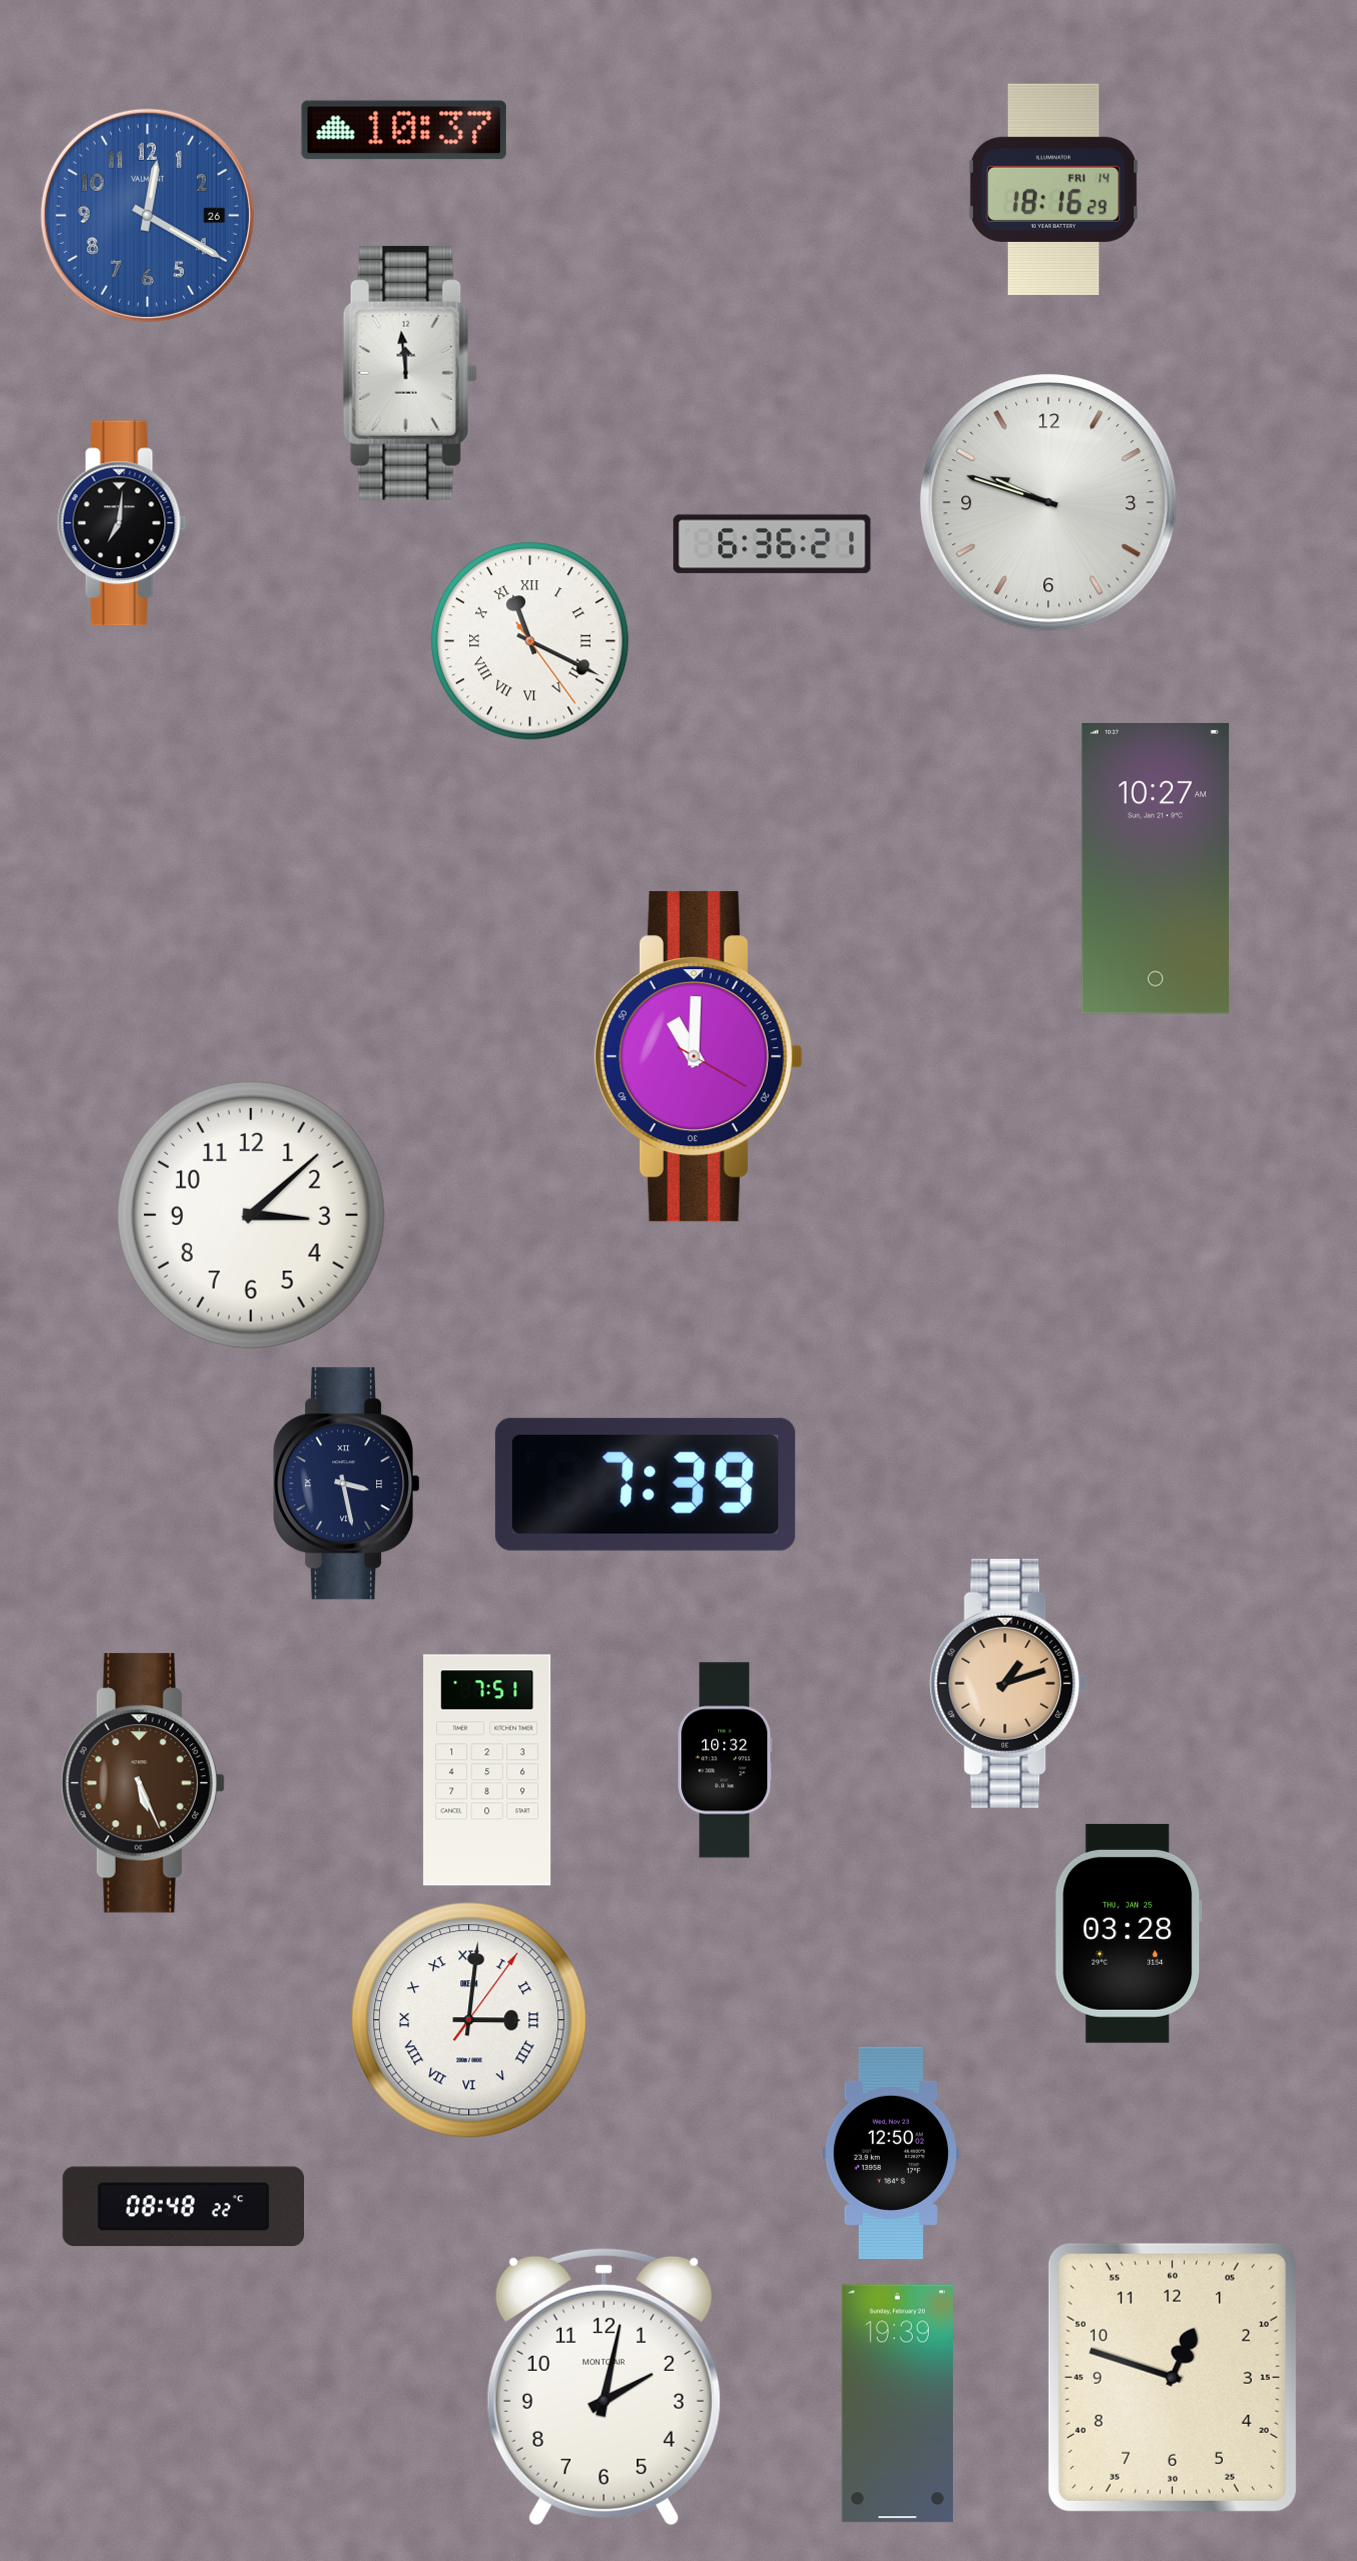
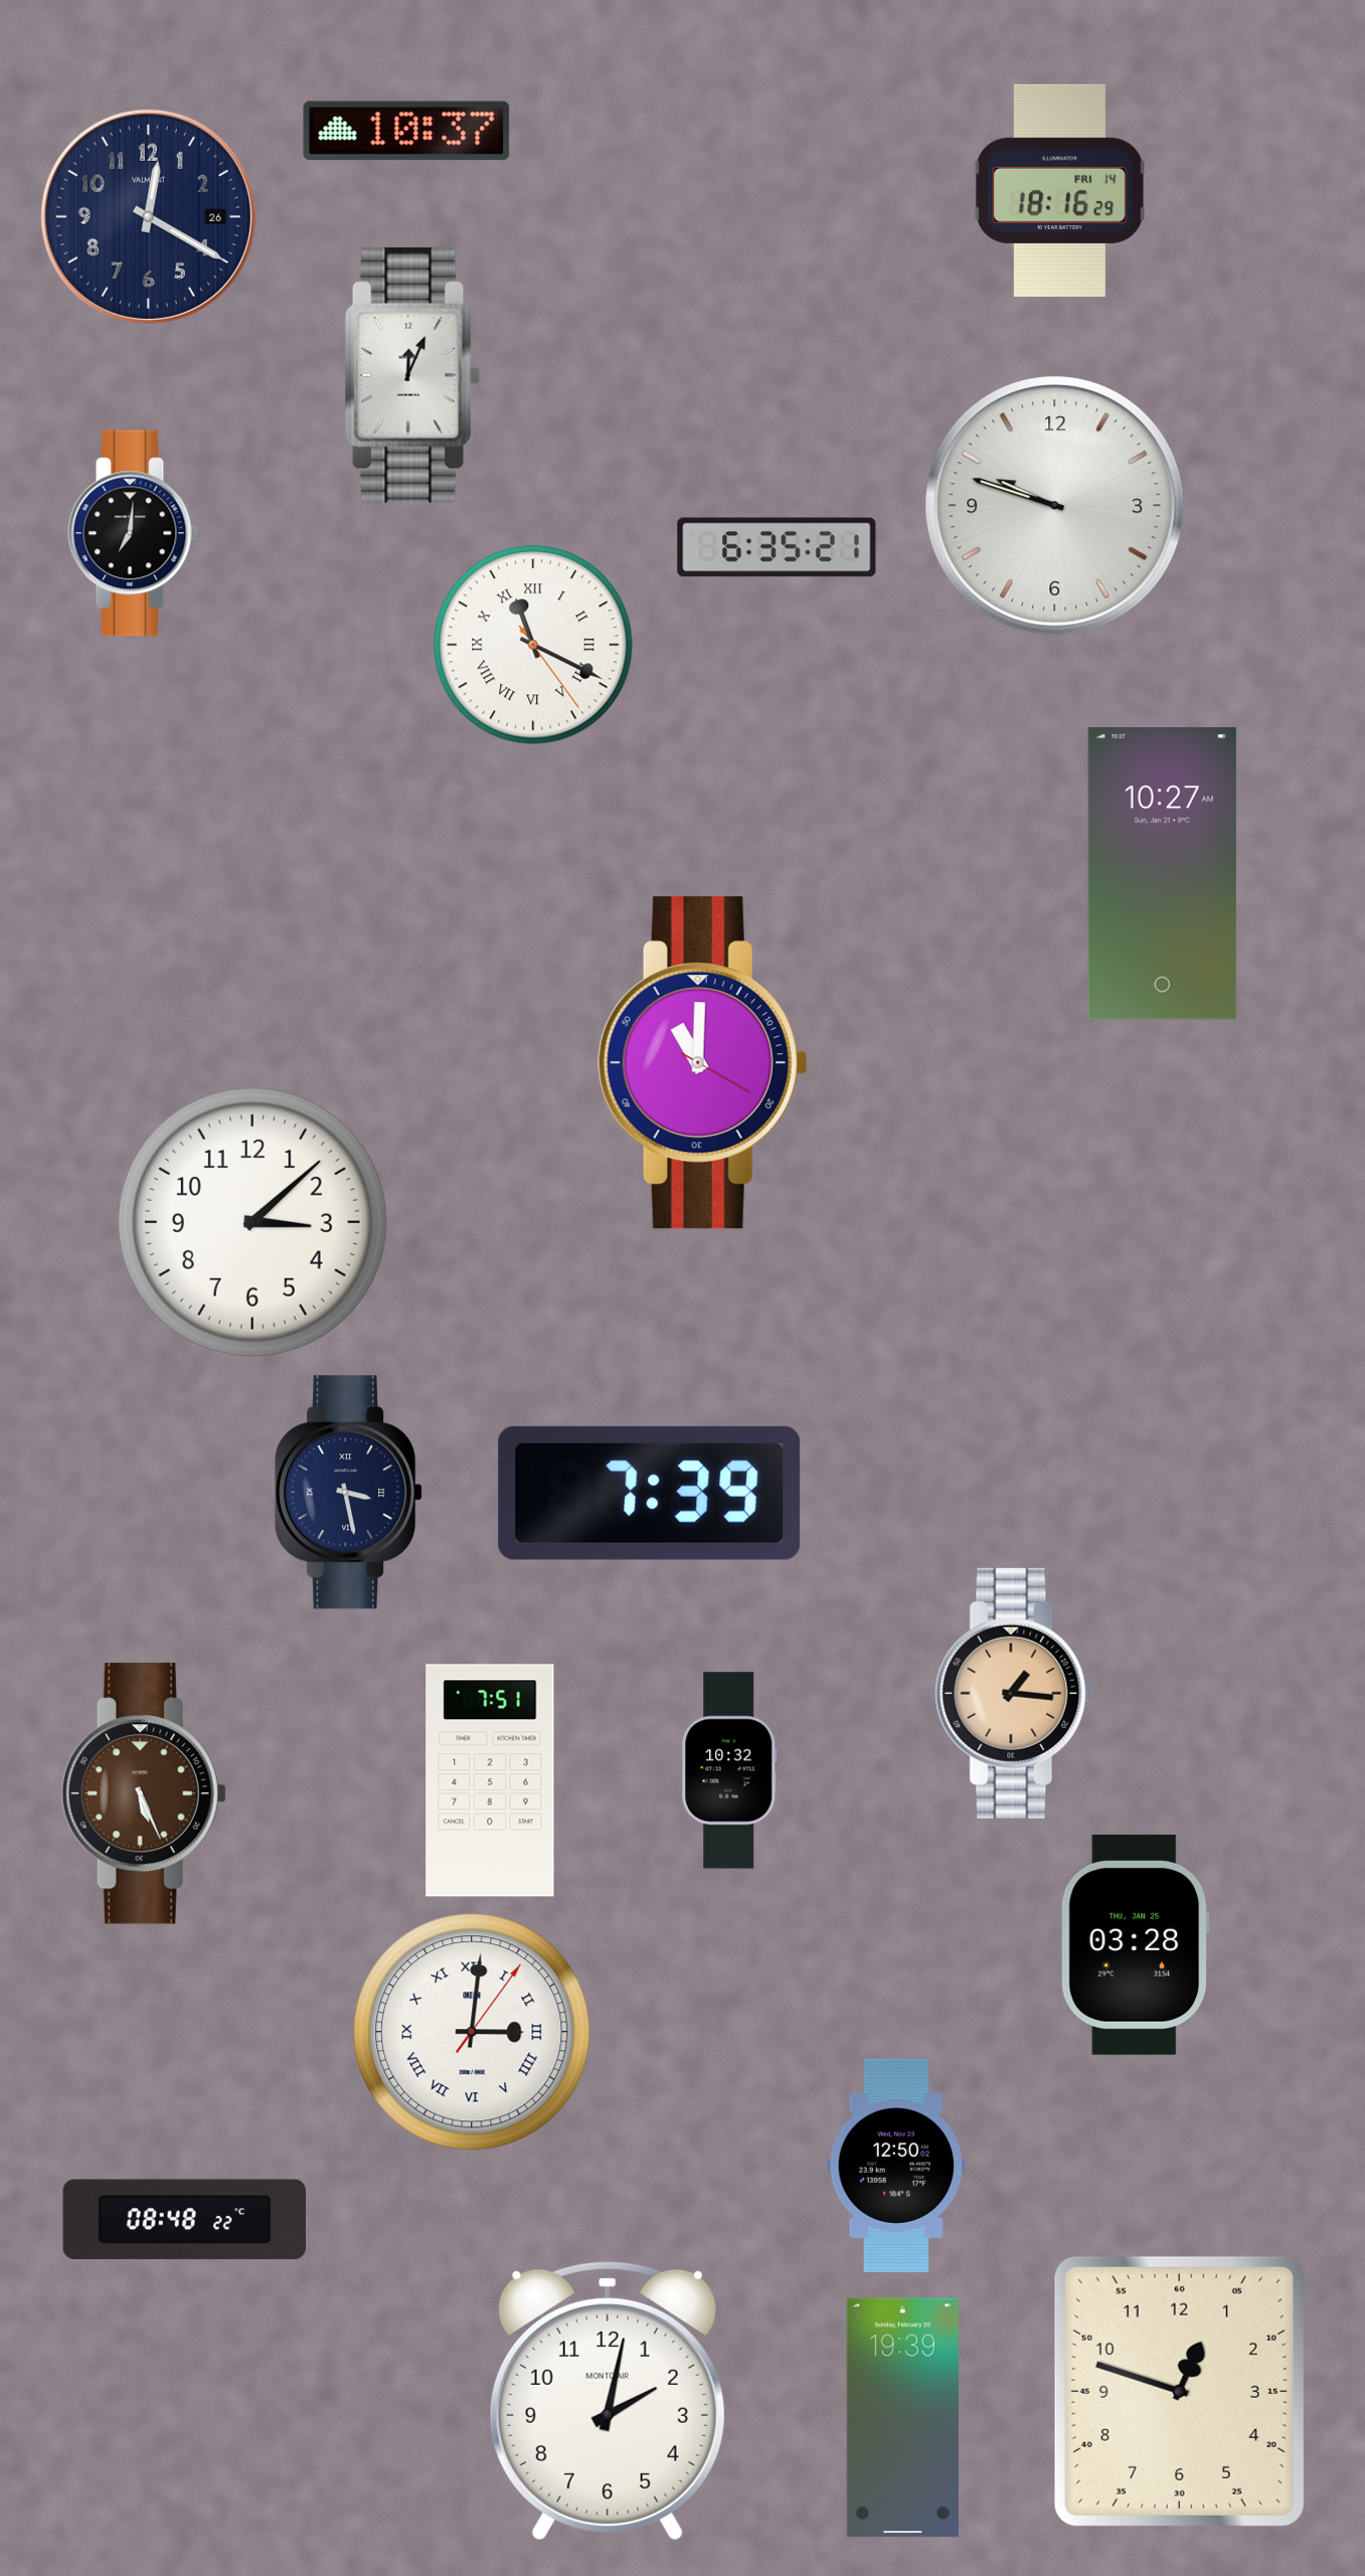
clock at (147, 215) dial: blue -> navy
clock at (410, 373): 11:59 -> 12:04
clock at (122, 523) position: (122, 523) -> (133, 533)
clock at (772, 544): 6:36 -> 6:35
clock at (1009, 1683): 1:12 -> 1:16
